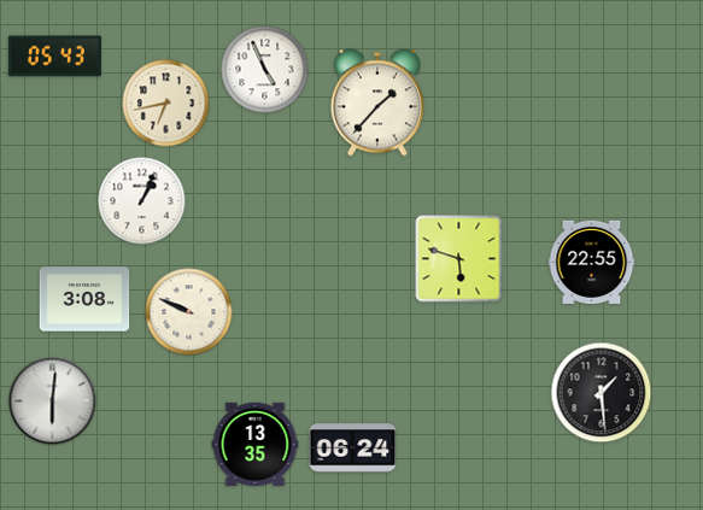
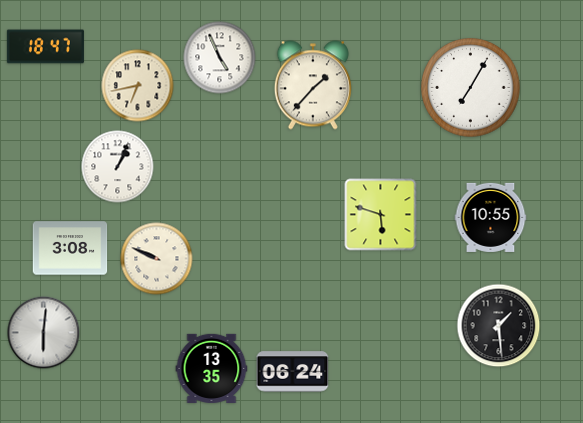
clock at (54, 57): 05:43 -> 18:47
clock at (471, 88): none -> 7:05
clock at (592, 262): 22:55 -> 10:55
